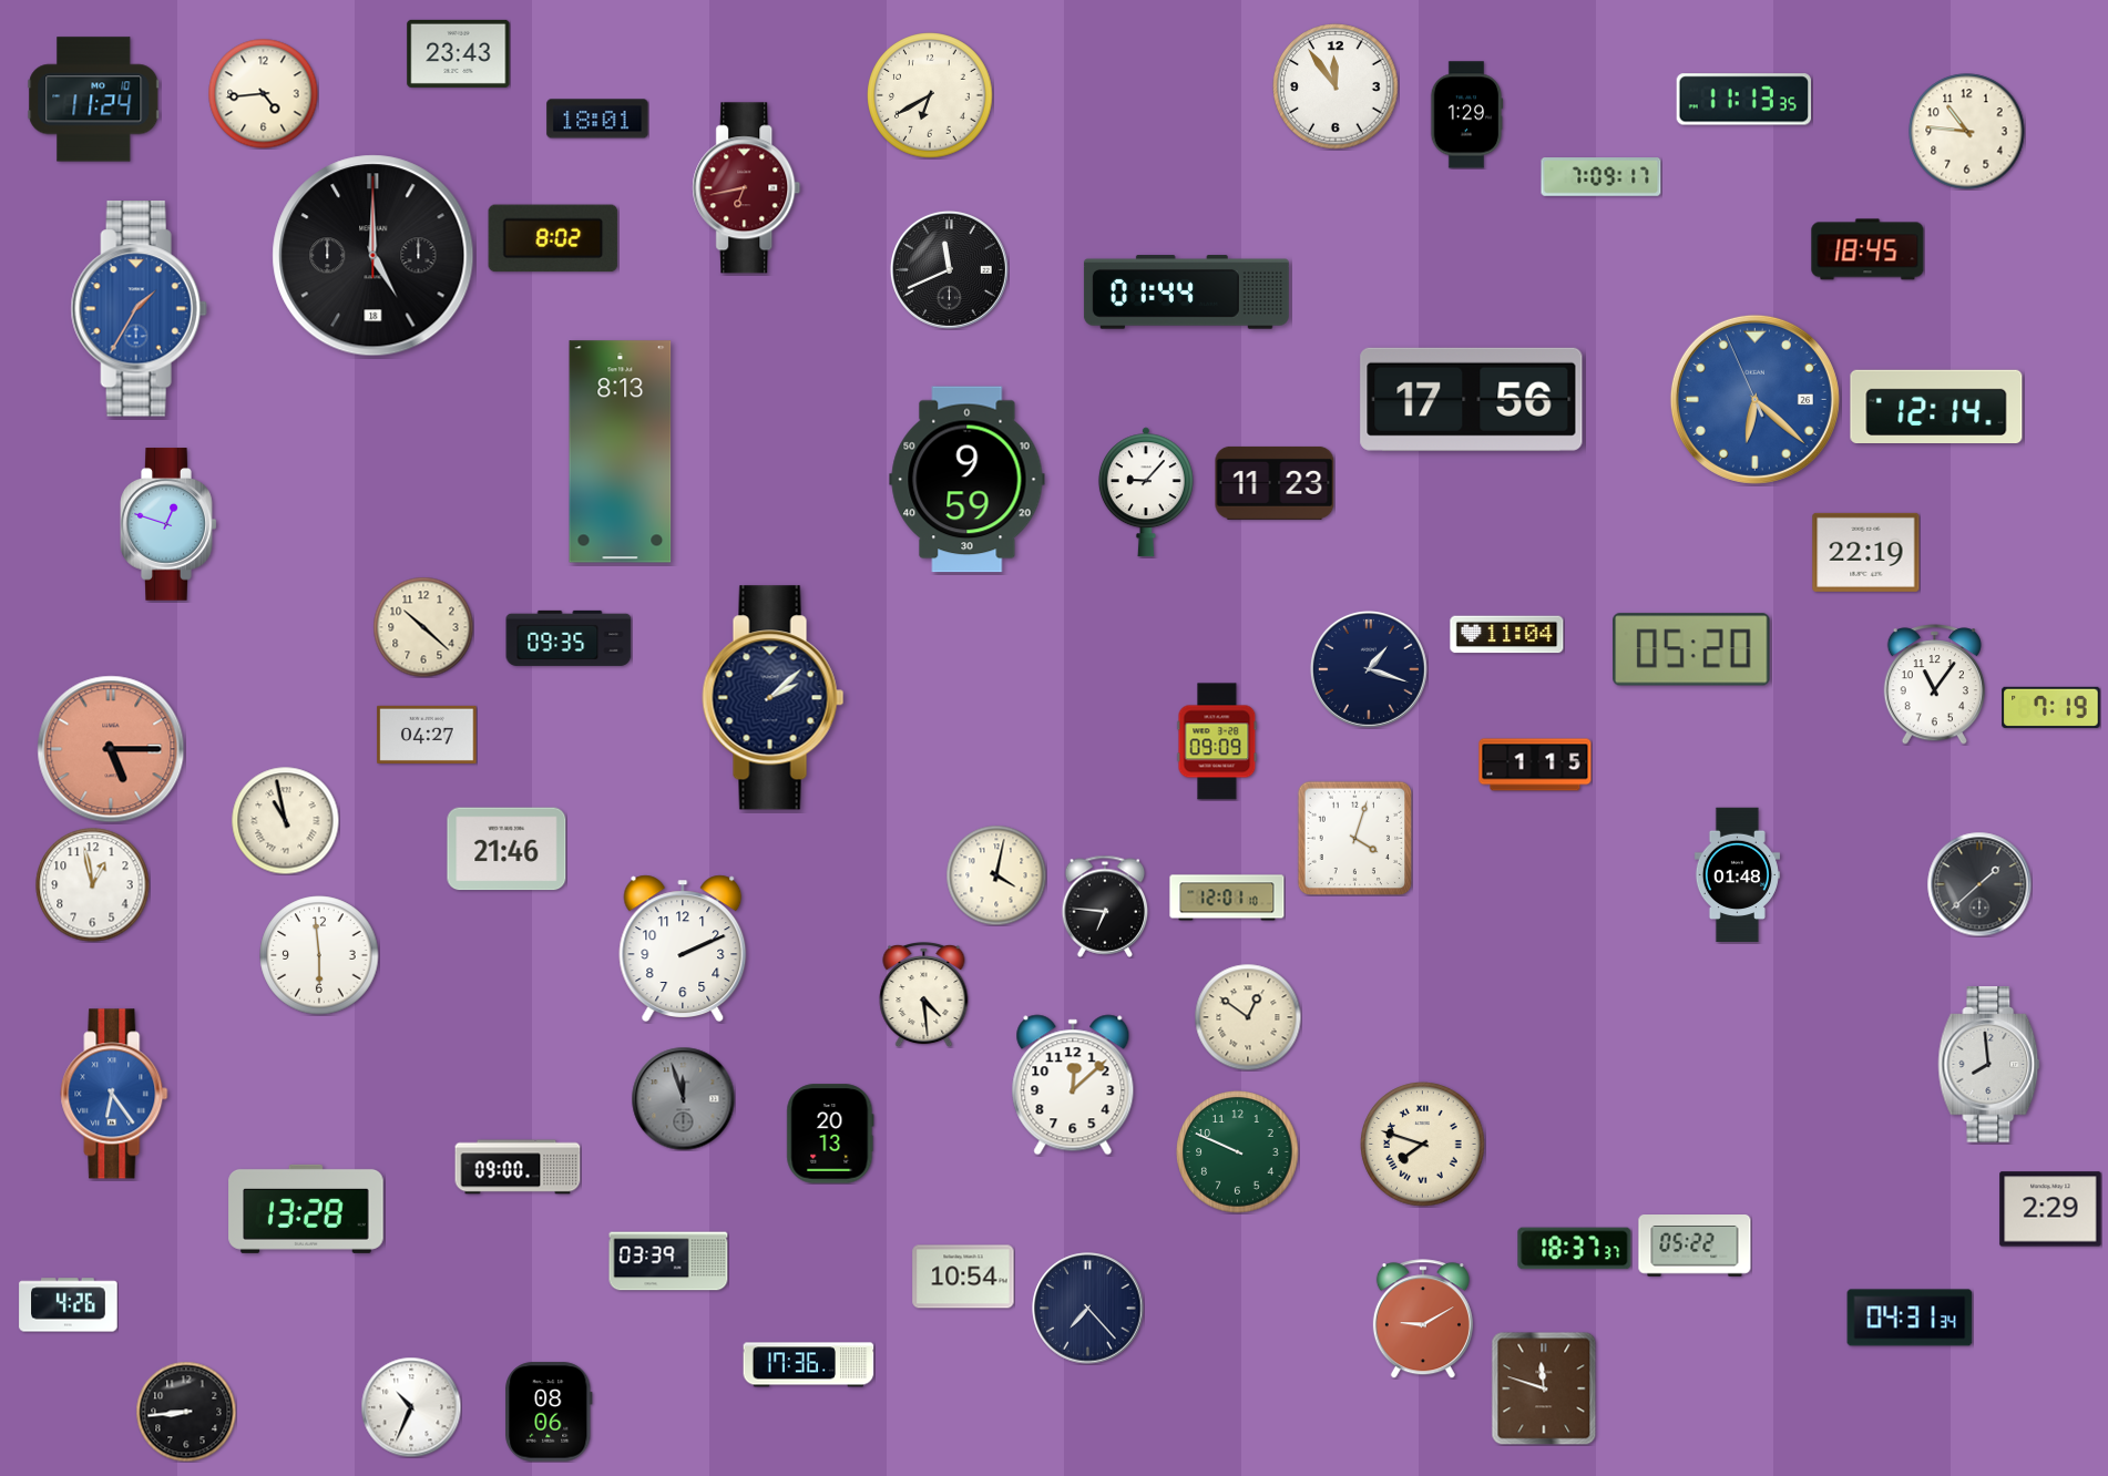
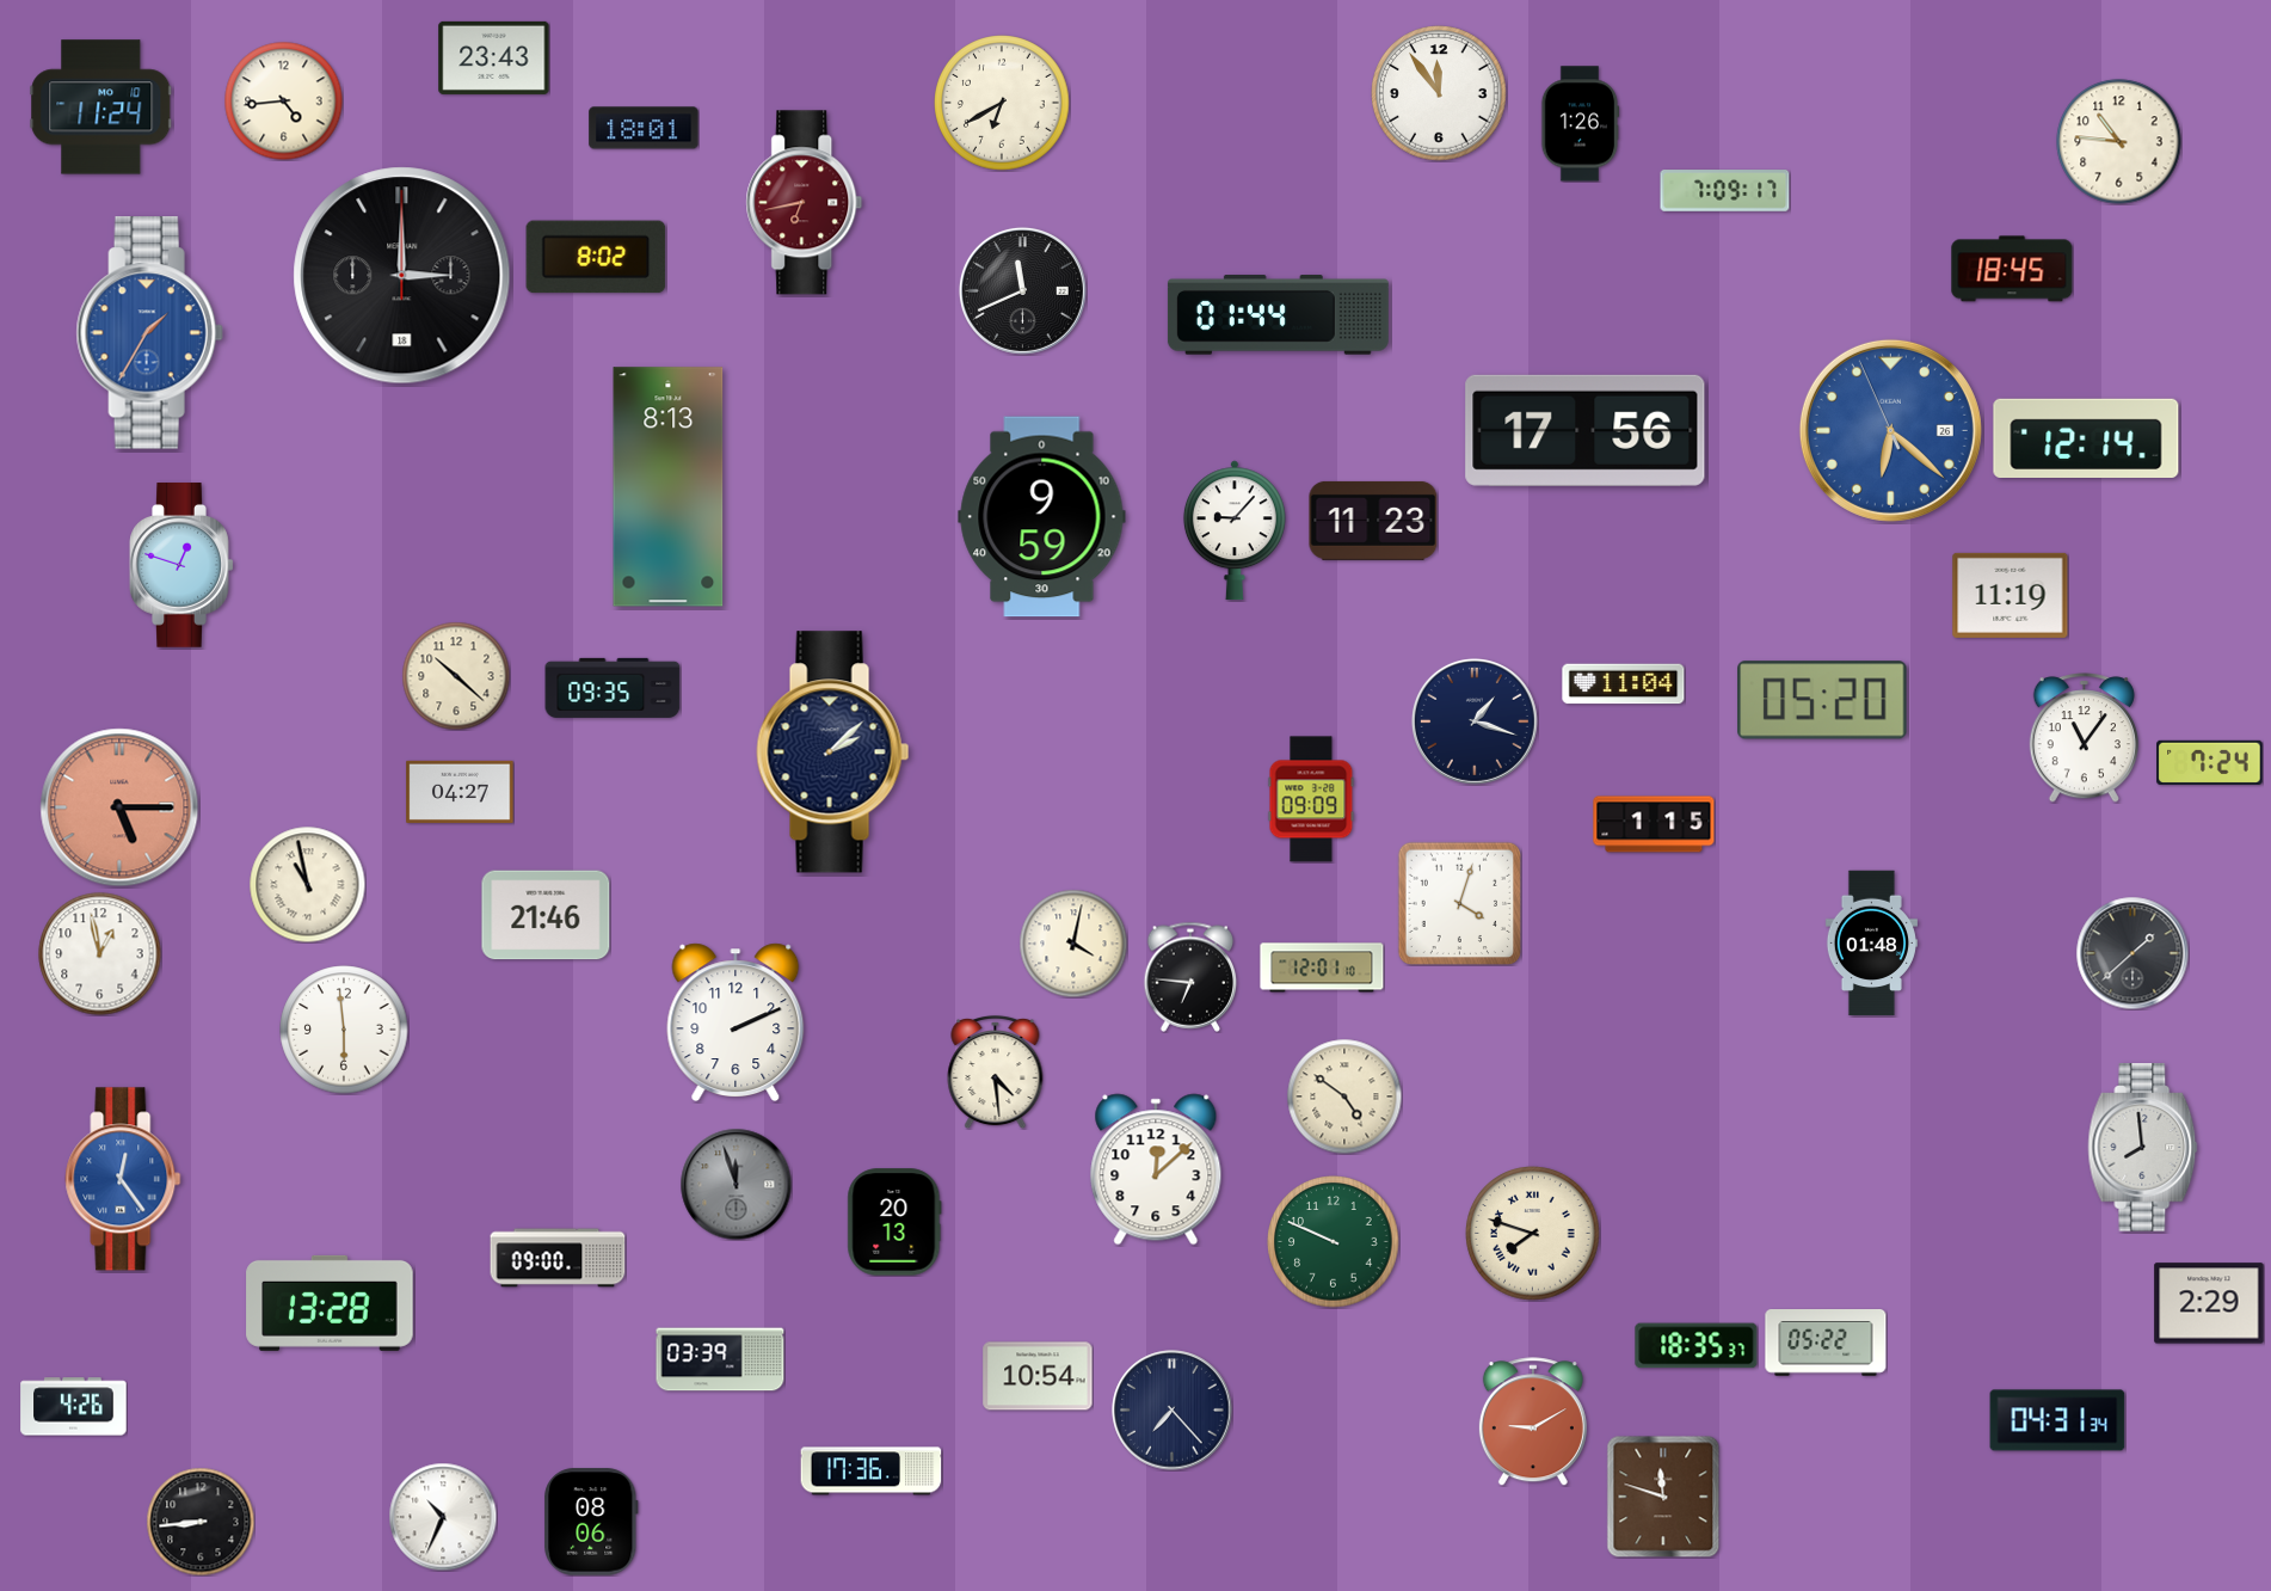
clock at (1743, 100): 11:13 -> none
clock at (1466, 115): 1:29 -> 1:26
clock at (373, 256): 5:00 -> 3:00
clock at (1866, 552): 22:19 -> 11:19
clock at (2051, 707): 7:19 -> 7:24
clock at (1248, 1017): 12:51 -> 4:51
clock at (114, 1094): 6:24 -> 12:24
clock at (1575, 1249): 18:37 -> 18:35
